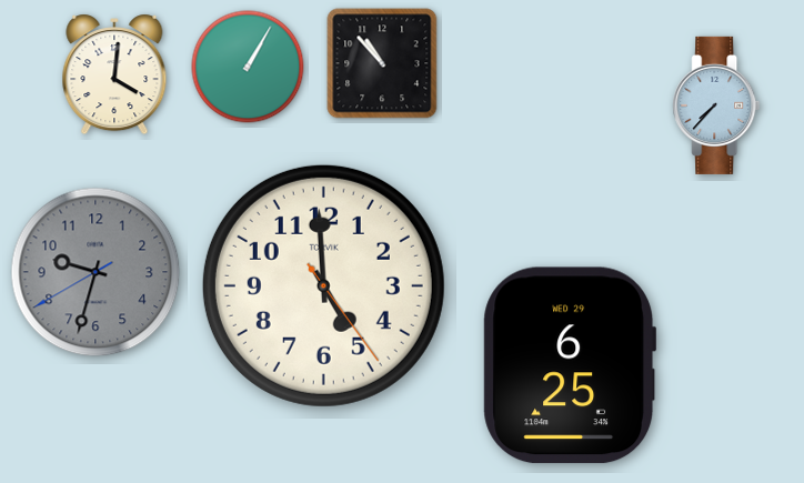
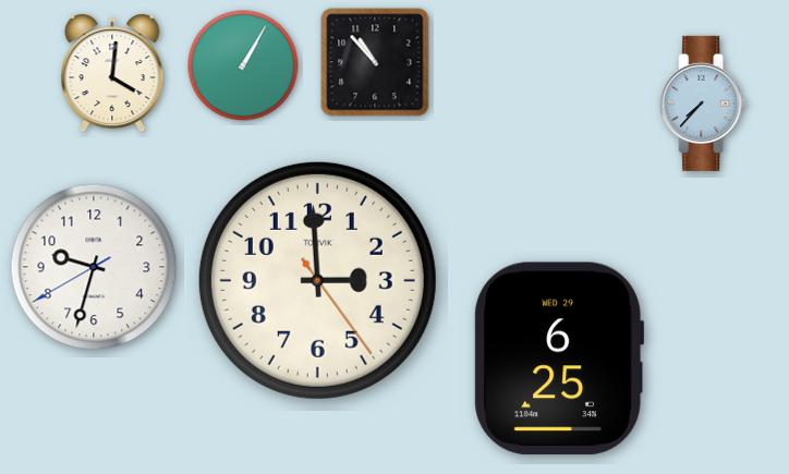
clock at (96, 272) dial: grey -> white
clock at (323, 285): 4:59 -> 2:59
